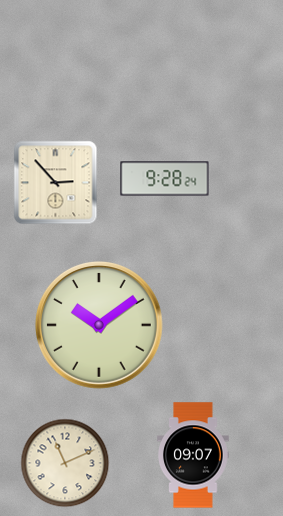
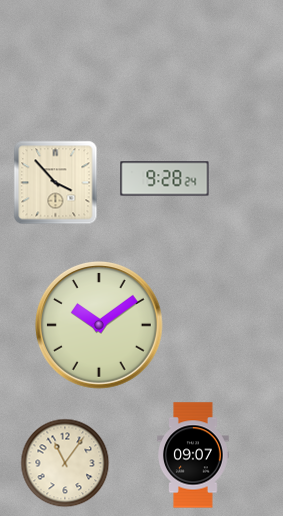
clock at (56, 183): 2:53 -> 3:53
clock at (65, 463): 11:11 -> 11:06
